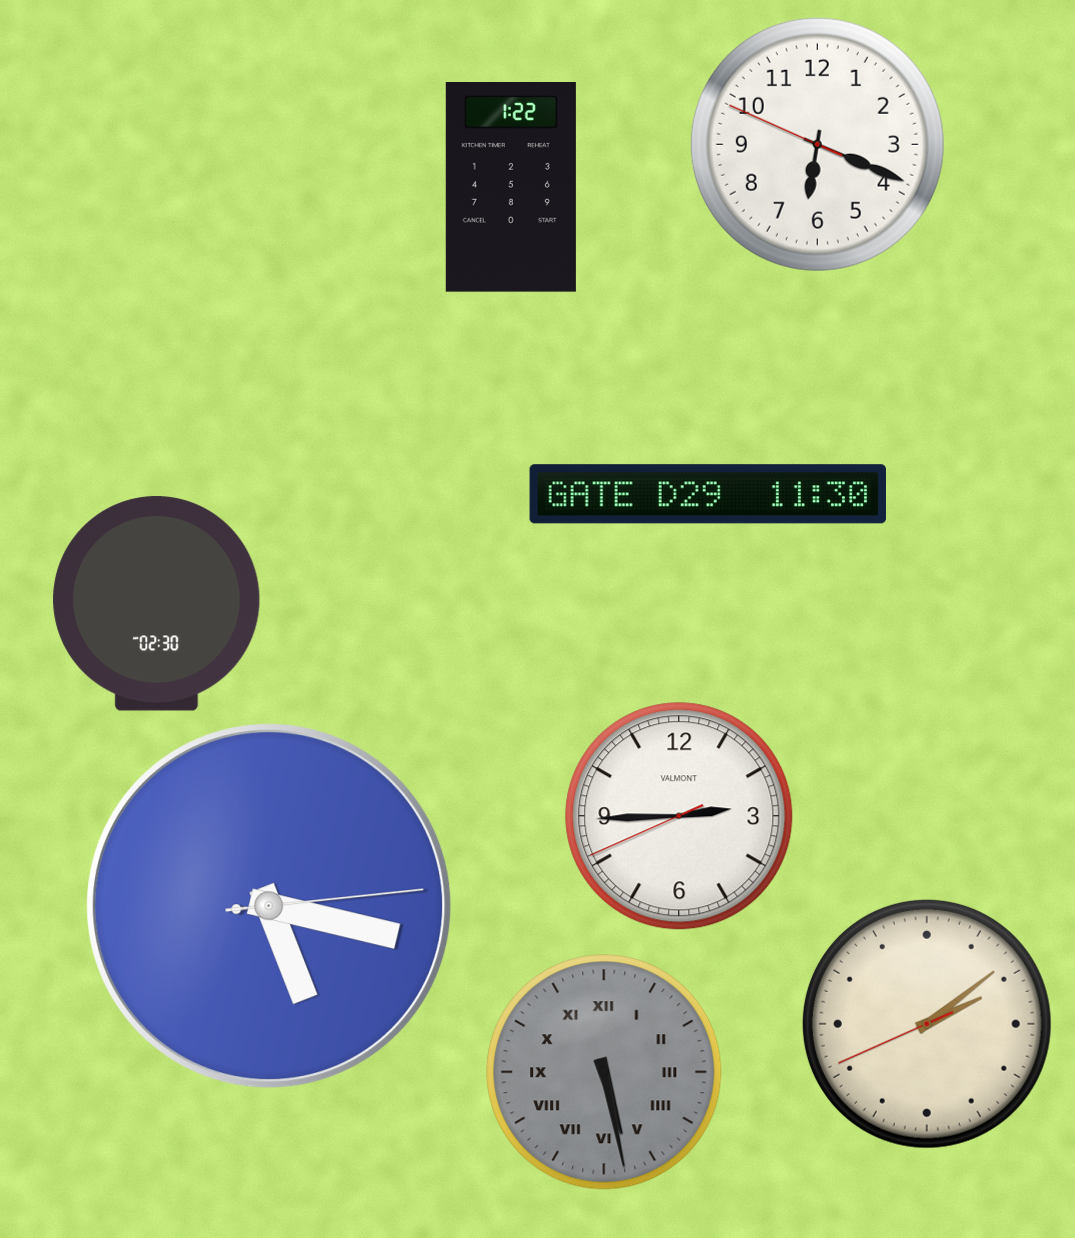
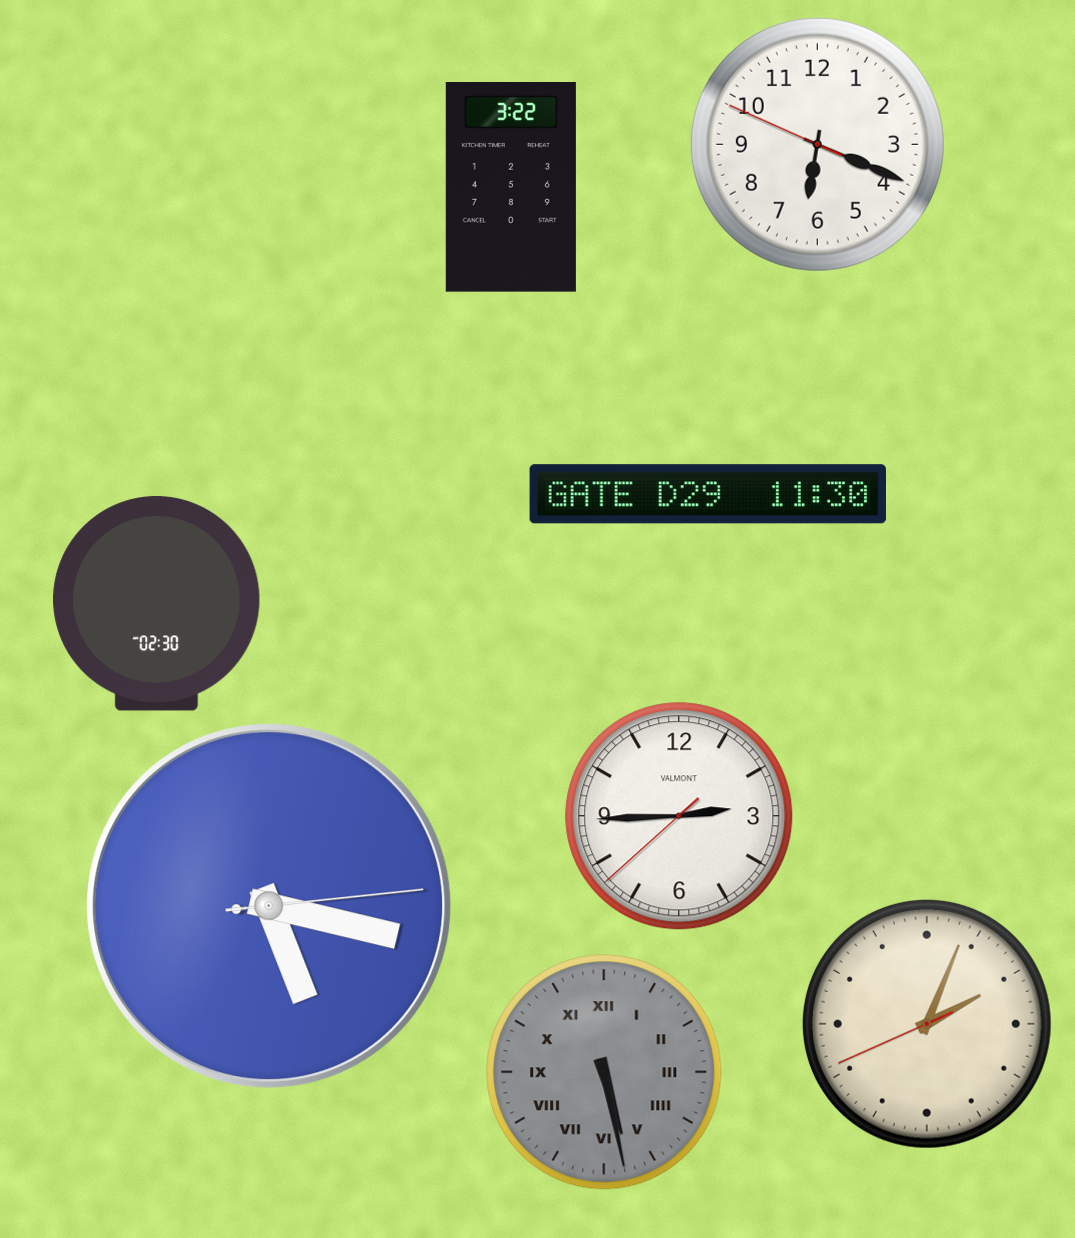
clock at (511, 187): 1:22 -> 3:22
clock at (679, 816): 2:44:41 -> 2:44:38
clock at (927, 1024): 2:08 -> 2:03
